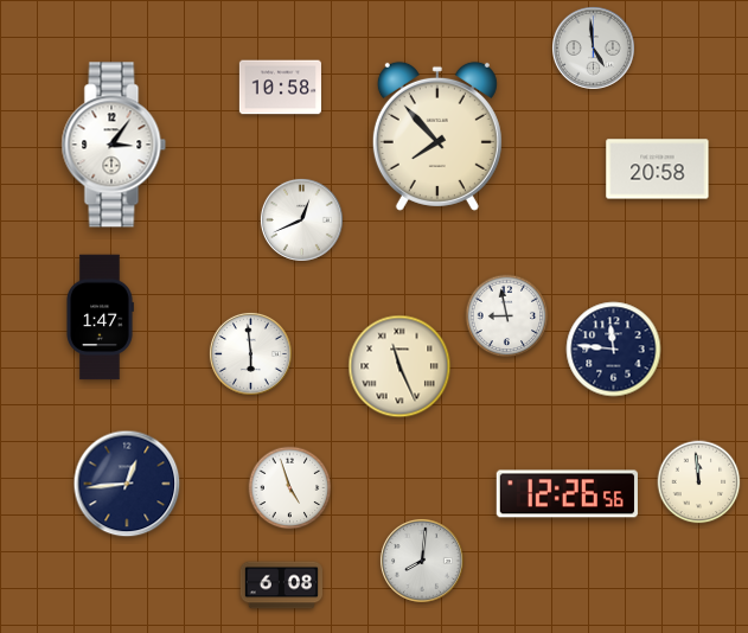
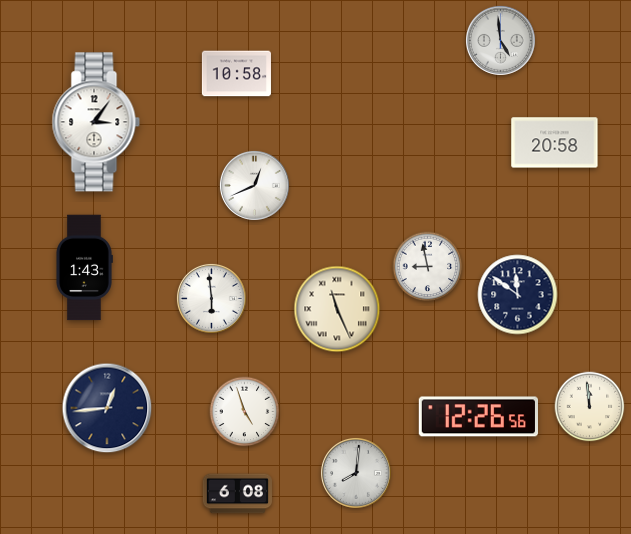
clock at (437, 136): 7:53 -> none
clock at (100, 318): 1:47 -> 1:43
clock at (614, 350): 11:46 -> 11:51
